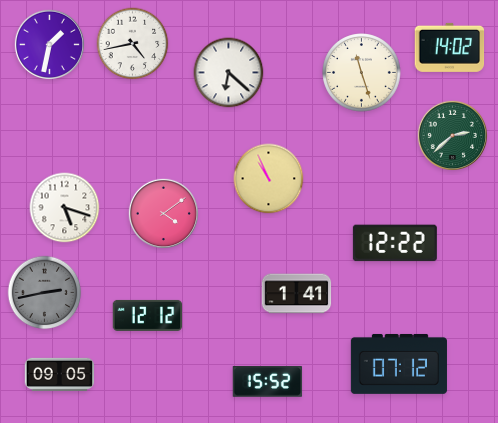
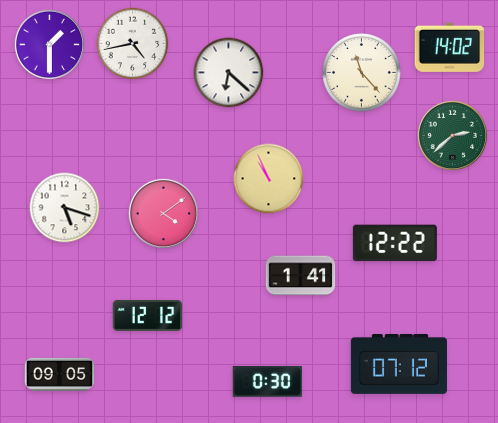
clock at (49, 44): 1:32 -> 1:30
clock at (362, 73): 11:27 -> 11:23
clock at (45, 293): 2:43 -> none
clock at (297, 294) position: (297, 294) -> (301, 276)
clock at (268, 382): 15:52 -> 0:30
